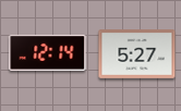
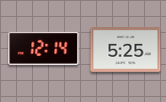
clock at (137, 54): 5:27 -> 5:25
